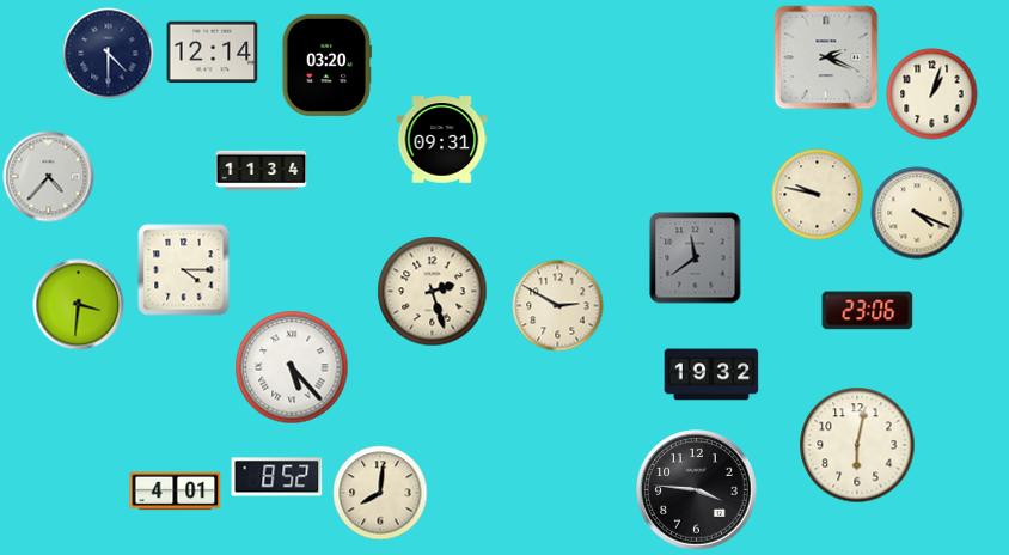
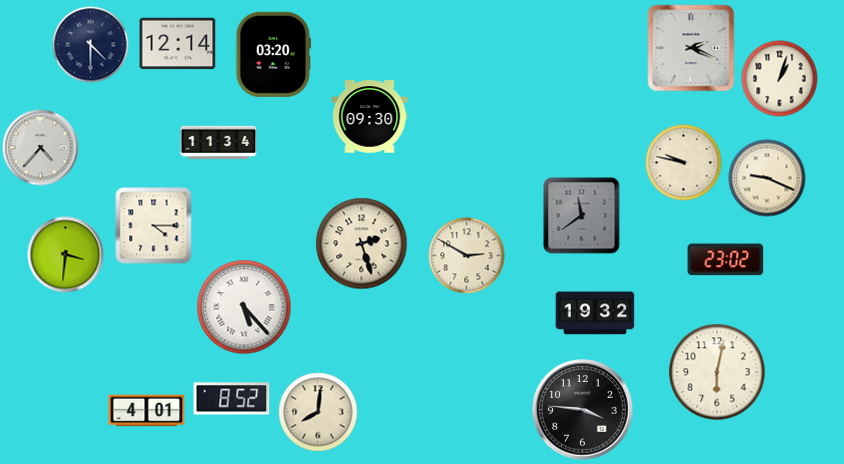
clock at (442, 140): 09:31 -> 09:30
clock at (917, 213): 4:19 -> 9:19
clock at (868, 311): 23:06 -> 23:02
